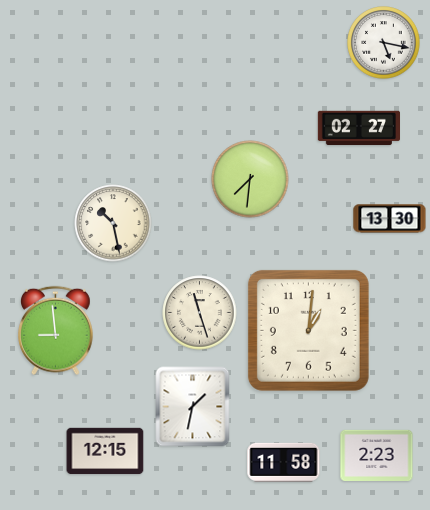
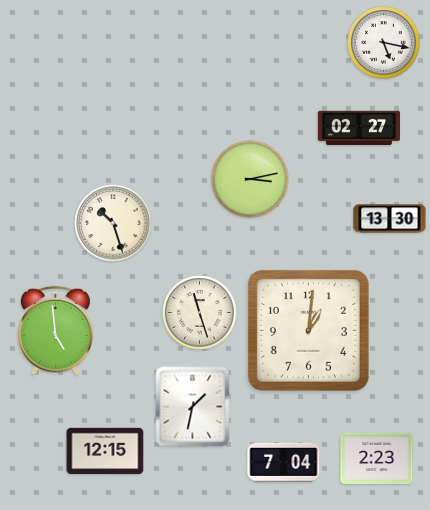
clock at (250, 179): 7:31 -> 3:13
clock at (113, 223): 10:28 -> 10:27
clock at (56, 331): 8:59 -> 4:59
clock at (377, 455) position: (377, 455) -> (377, 458)
clock at (284, 462): 11:58 -> 7:04
